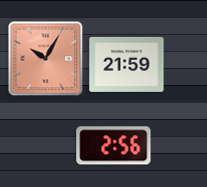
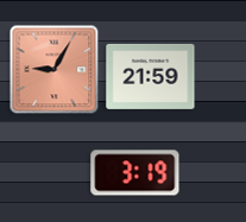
clock at (46, 59): 10:05 -> 9:05
clock at (114, 146): 2:56 -> 3:19
